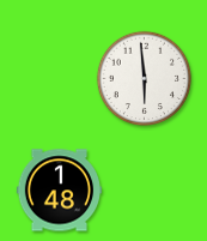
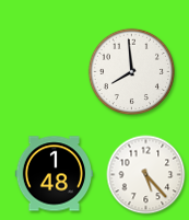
clock at (144, 78): 5:59 -> 7:59
clock at (146, 175): none -> 5:23
